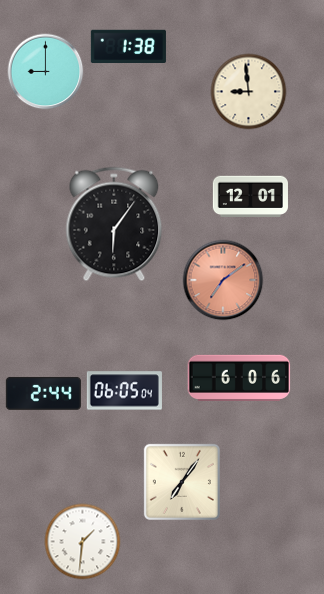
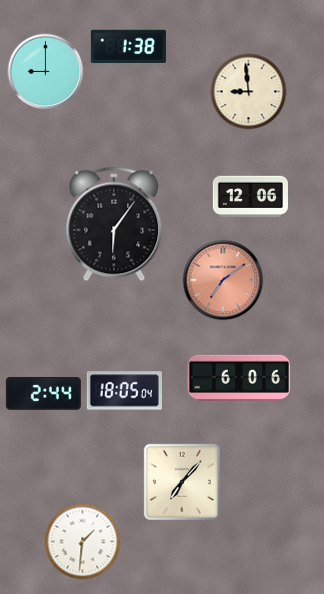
clock at (250, 197): 12:01 -> 12:06
clock at (124, 391): 06:05 -> 18:05
clock at (182, 482): 7:06 -> 7:07
